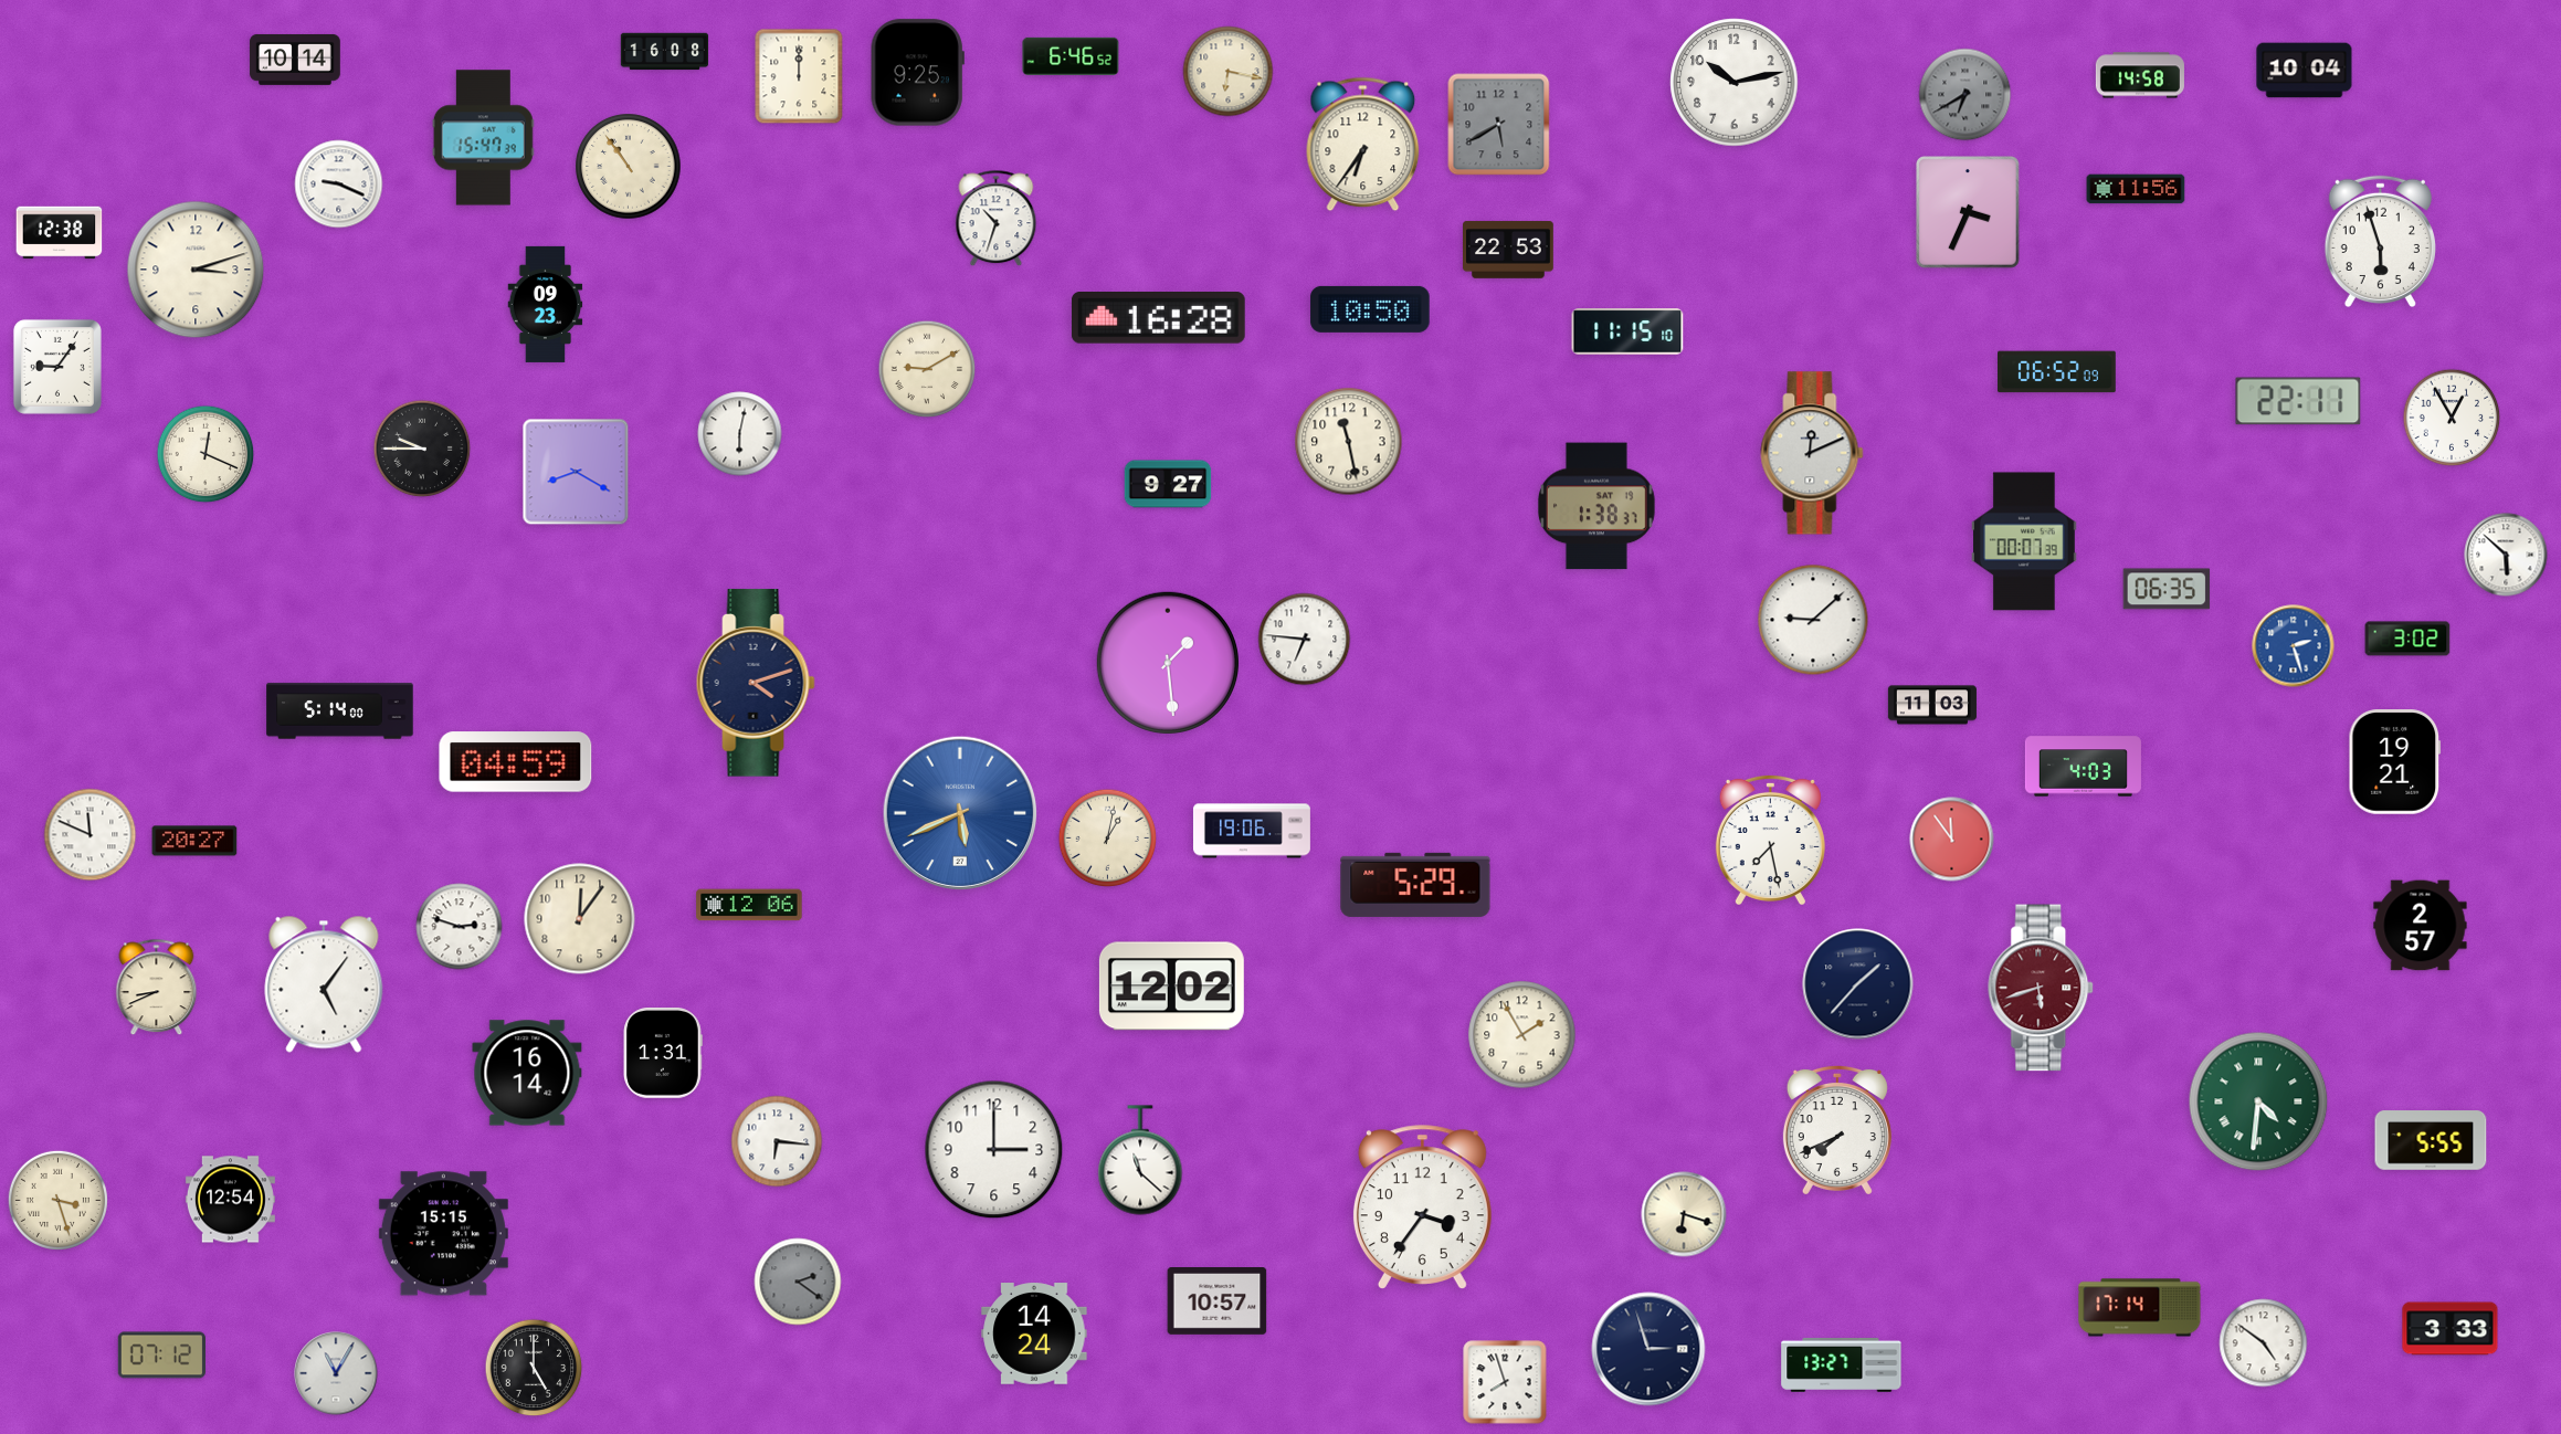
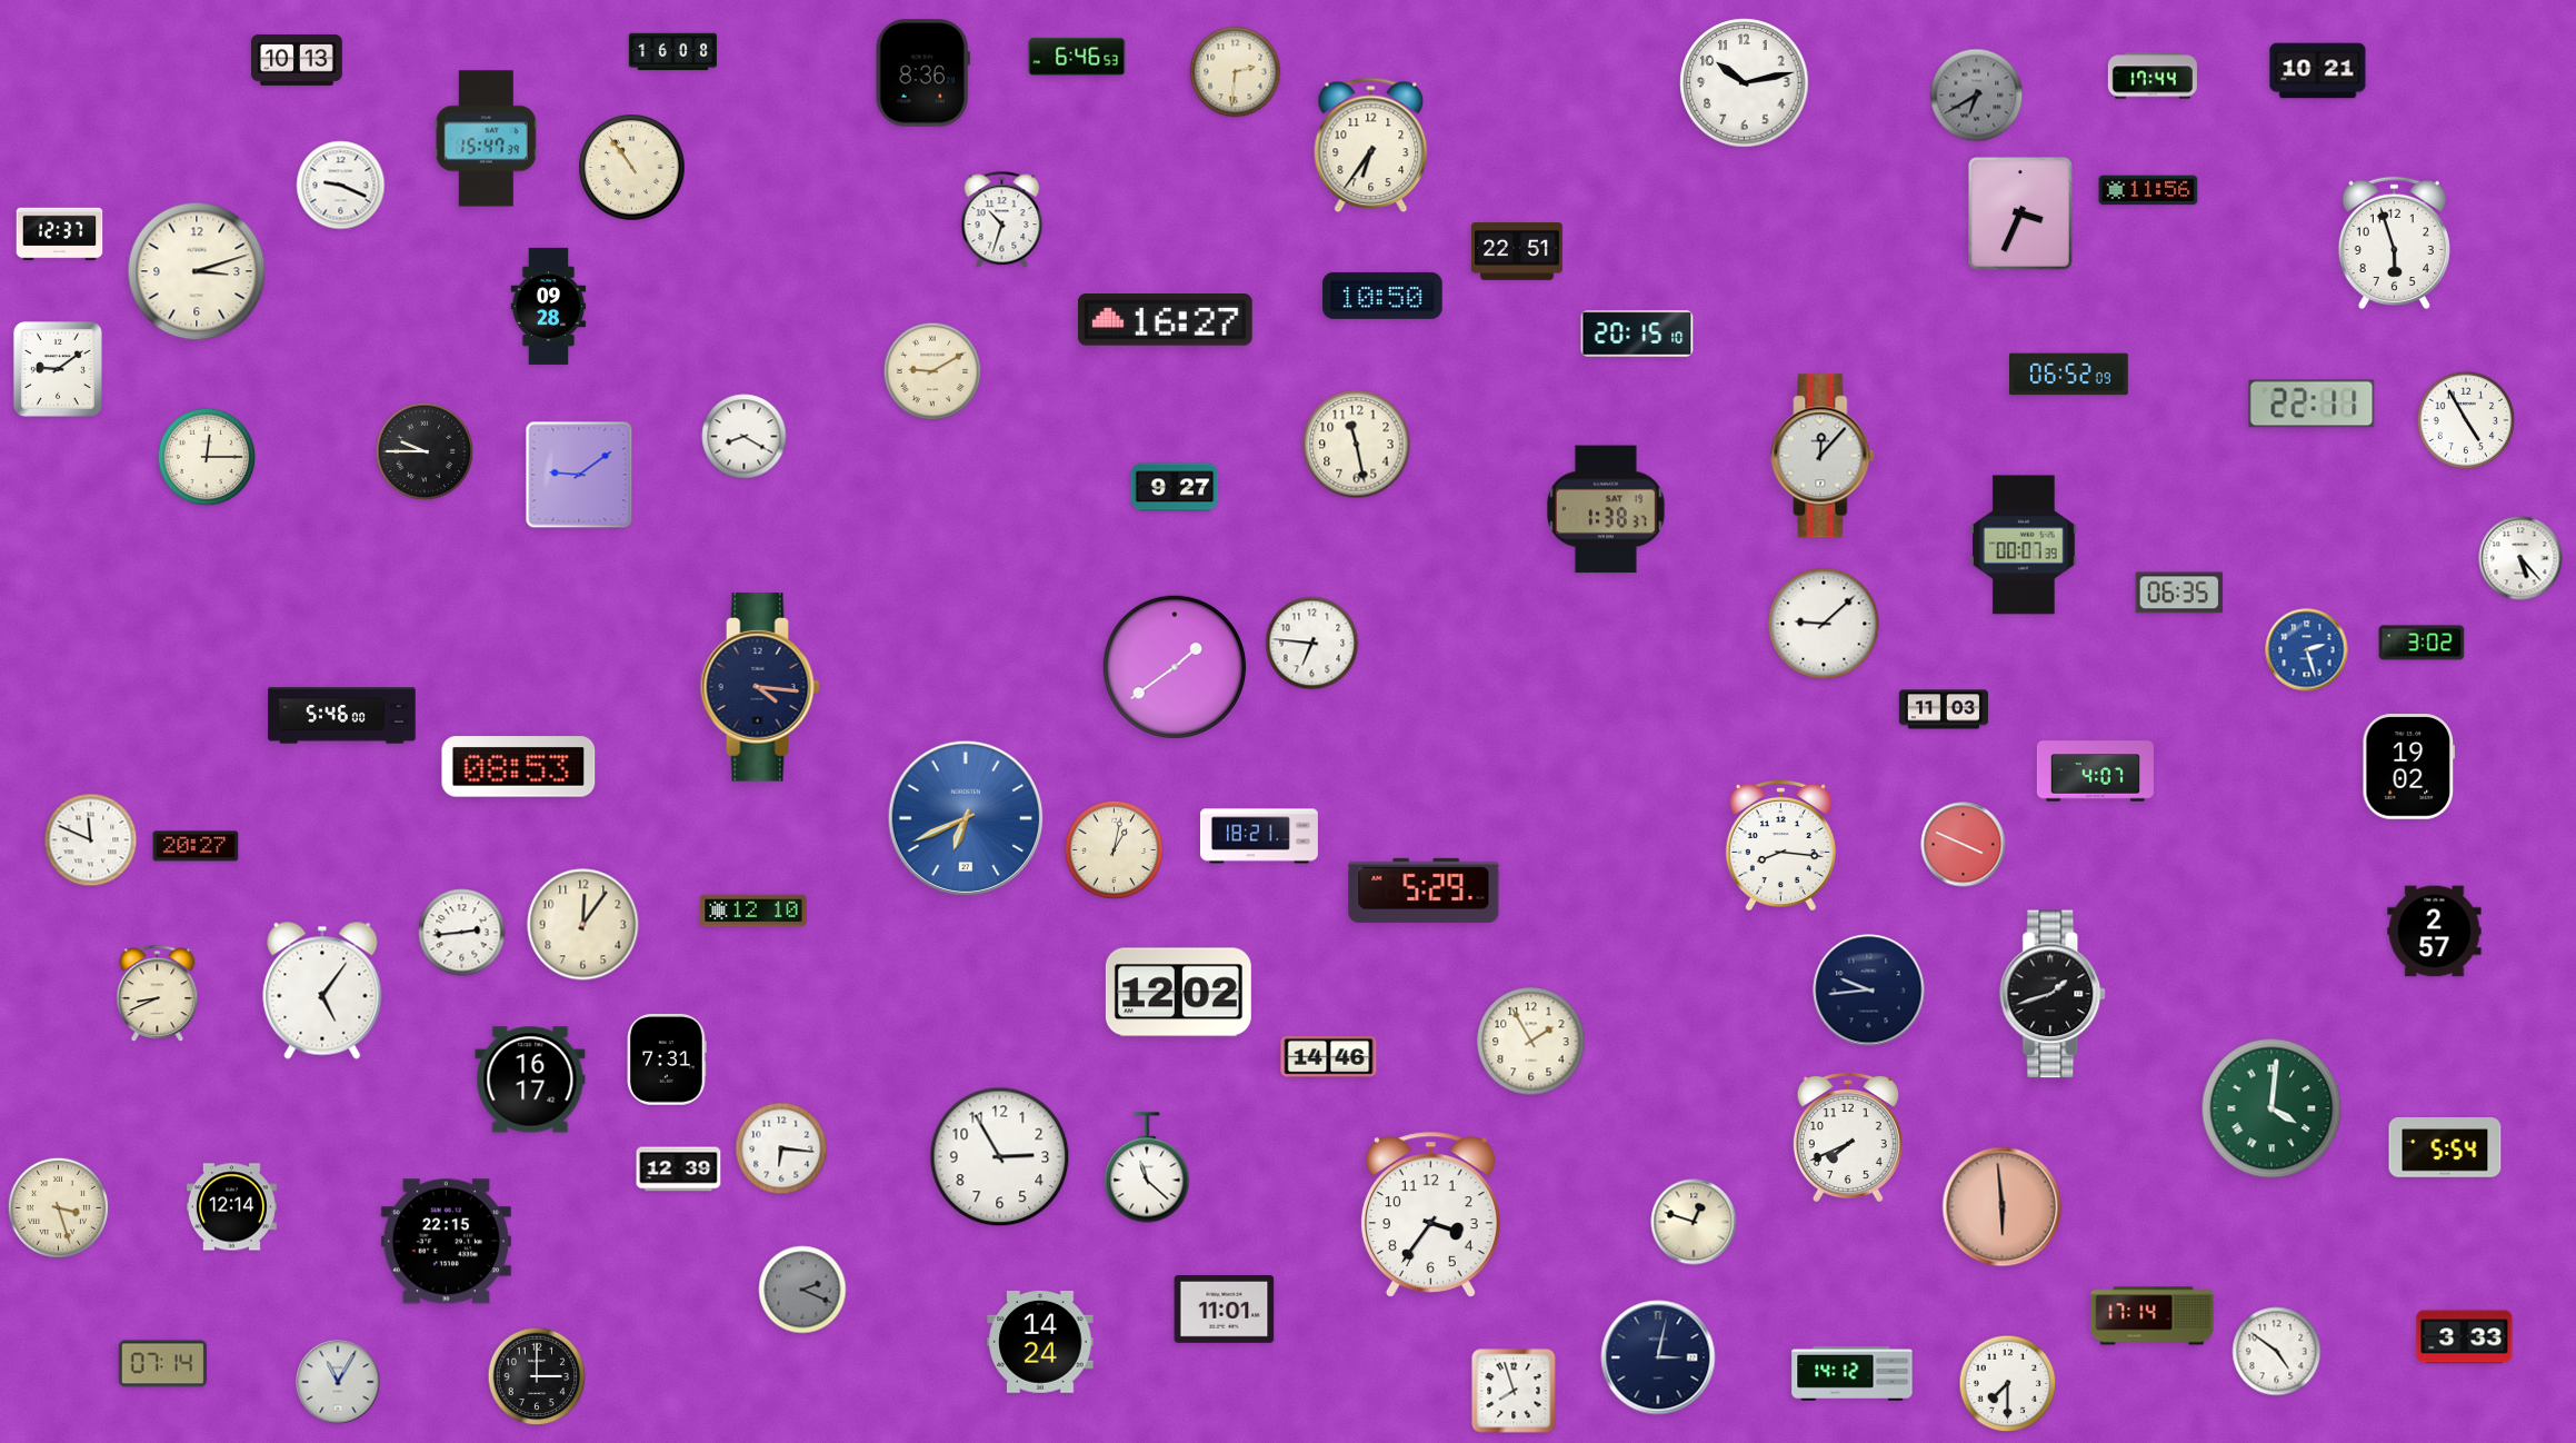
clock at (665, 52) position: (665, 52) -> (673, 52)
clock at (1071, 56): 6:46:52 -> 6:46:53
clock at (295, 60): 10:14 -> 10:13
clock at (2305, 71): 10:04 -> 10:21
clock at (1229, 72): 6:17 -> 2:31
clock at (917, 73): 9:25 -> 8:36
clock at (2140, 75): 14:58 -> 17:44
clock at (799, 76): 12:00 -> none
clock at (1499, 125): 5:40 -> none
clock at (1969, 213) position: (1969, 213) -> (2021, 215)
clock at (60, 233): 12:38 -> 12:37
clock at (1508, 250): 22:53 -> 22:51
clock at (546, 304): 09:23 -> 09:28
clock at (1370, 309) position: (1370, 309) -> (1382, 296)
clock at (1158, 318): 16:28 -> 16:27
clock at (1627, 331): 11:15 -> 20:15
clock at (57, 367): 9:06 -> 9:09
clock at (2452, 418): 12:55 -> 4:55
clock at (740, 434): 6:02 -> 8:20
clock at (1812, 453): 12:11 -> 12:07
clock at (205, 454): 12:19 -> 12:15
clock at (576, 472): 8:20 -> 9:09
clock at (2025, 541) position: (2025, 541) -> (2025, 545)
clock at (2506, 555): 5:52 -> 5:23
clock at (1167, 662): 1:29 -> 1:39
clock at (756, 683): 4:12 -> 4:16
clock at (340, 711): 5:14 -> 5:46
clock at (516, 762): 04:59 -> 08:53
clock at (2395, 762): 19:21 -> 19:02
clock at (2083, 767): 4:03 -> 4:07
clock at (960, 813): 5:41 -> 6:41
clock at (1252, 831): 19:06 -> 18:21
clock at (1108, 839) position: (1108, 839) -> (1115, 850)
clock at (1770, 839): 7:28 -> 8:16
clock at (1952, 840): 11:54 -> 3:49
clock at (749, 905): 12:06 -> 12:10
clock at (460, 927): 2:48 -> 2:44
clock at (324, 984) position: (324, 984) -> (322, 991)
clock at (1858, 984): 1:37 -> 9:44
clock at (2042, 988): 5:42 -> 1:42
clock at (2042, 988) dial: burgundy -> black
clock at (1329, 1057): none -> 14:46
clock at (664, 1054): 1:31 -> 7:31
clock at (527, 1073): 16:14 -> 16:17
clock at (2258, 1101): 4:31 -> 4:01
clock at (2431, 1140): 5:55 -> 5:54
clock at (994, 1150): 3:00 -> 2:55
clock at (679, 1170): none -> 12:39
clock at (230, 1200): 12:54 -> 12:14
clock at (2003, 1207): none -> 5:59
clock at (1684, 1214): 6:18 -> 12:48
clock at (443, 1234): 15:15 -> 22:15
clock at (798, 1282): 2:21 -> 2:19
clock at (1218, 1301): 10:57 -> 11:01
clock at (1648, 1349): 2:57 -> 3:02
clock at (161, 1356): 07:12 -> 07:14
clock at (1842, 1364): 13:27 -> 14:12
clock at (534, 1368): 5:00 -> 3:00
clock at (2008, 1384): none -> 7:30
